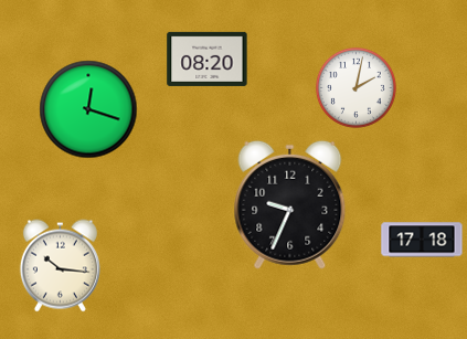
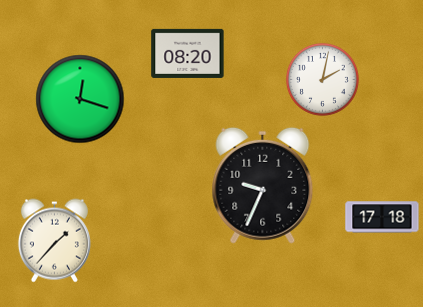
clock at (60, 266): 10:16 -> 1:37
